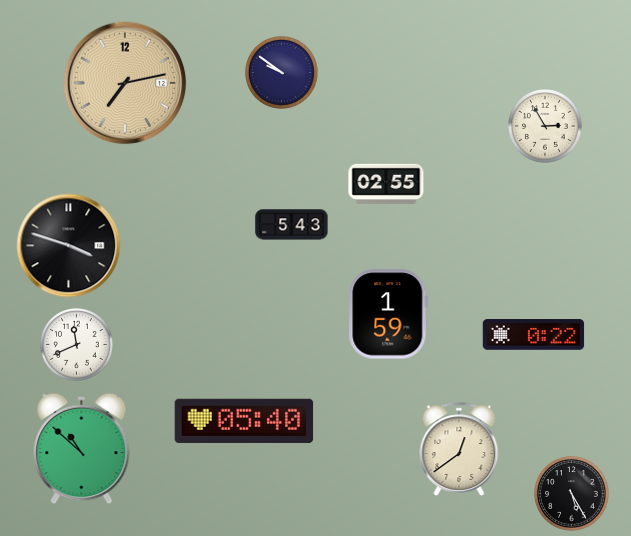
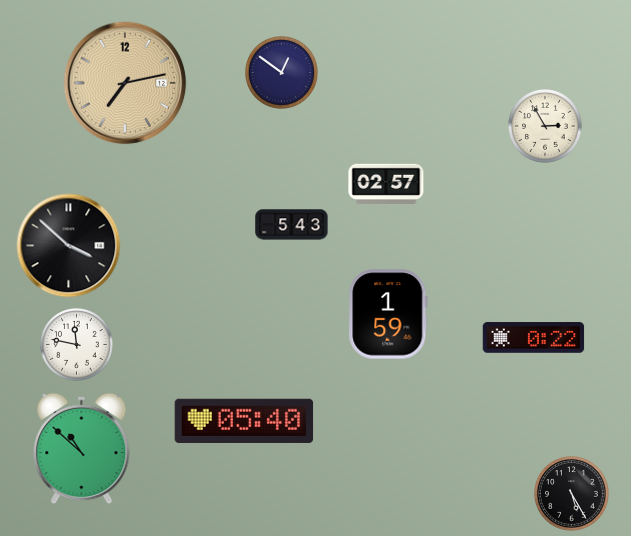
clock at (282, 73): 9:51 -> 12:51
clock at (386, 184): 02:55 -> 02:57
clock at (69, 246): 3:48 -> 3:52
clock at (534, 335) position: (534, 335) -> (534, 338)
clock at (77, 345): 11:41 -> 11:47
clock at (459, 449): 12:39 -> none
